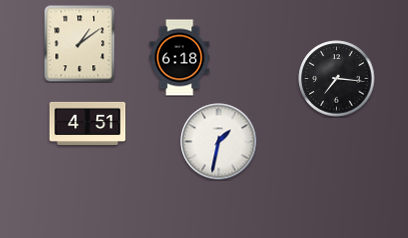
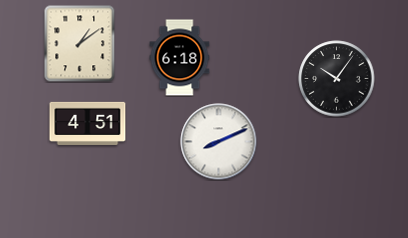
clock at (337, 79): 7:16 -> 10:06
clock at (219, 142): 1:32 -> 8:11
